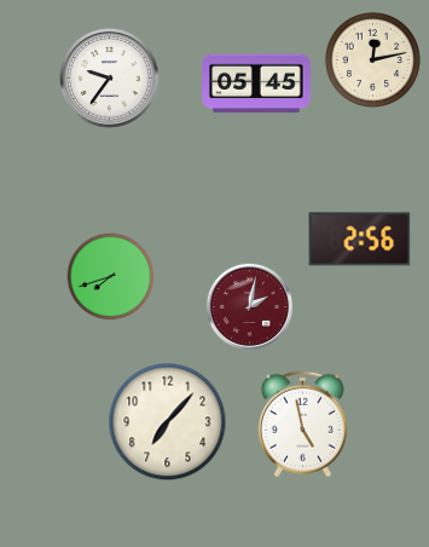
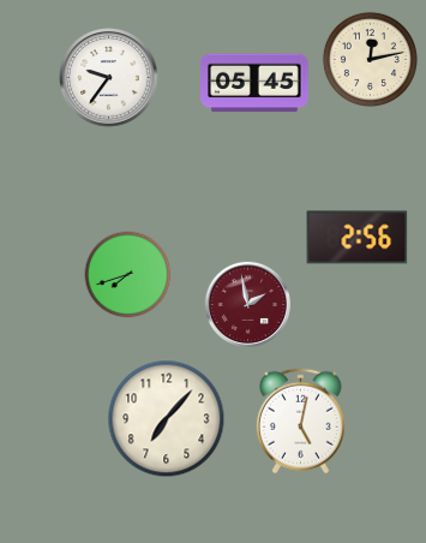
clock at (111, 277) position: (111, 277) -> (128, 275)
clock at (249, 306): 2:02 -> 1:58
clock at (302, 425): 4:58 -> 5:02
